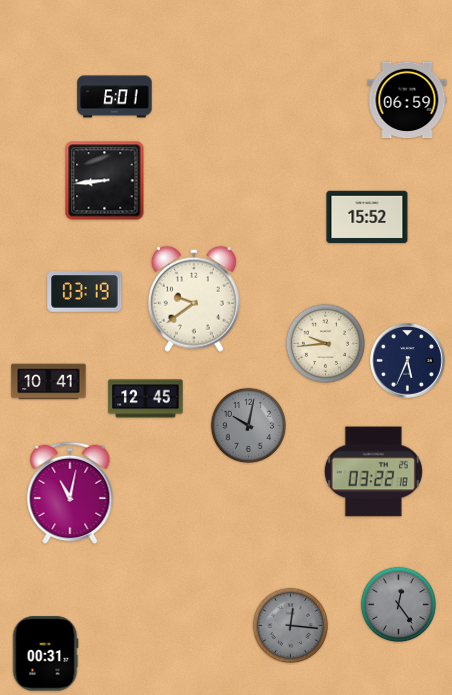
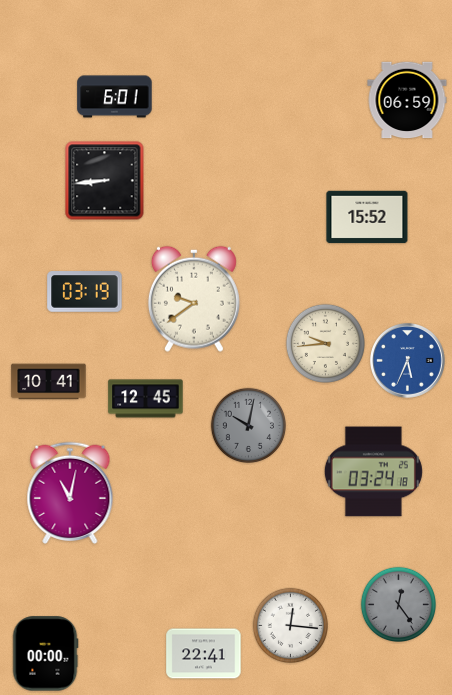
clock at (408, 361) dial: navy -> blue
clock at (373, 472): 03:22 -> 03:24
clock at (290, 625) dial: grey -> white
clock at (45, 654): 00:31 -> 00:00
clock at (204, 654): none -> 22:41
